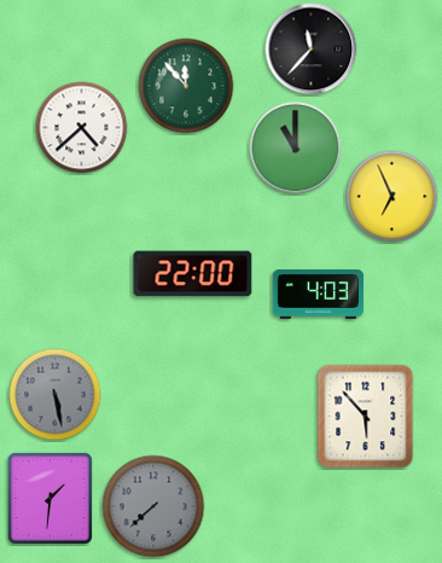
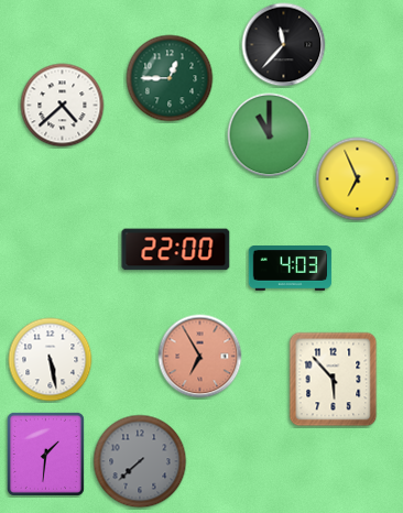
clock at (186, 86): 11:53 -> 12:45
clock at (82, 128) position: (82, 128) -> (63, 106)
clock at (200, 357): none -> 6:55
clock at (56, 395) dial: grey -> white
